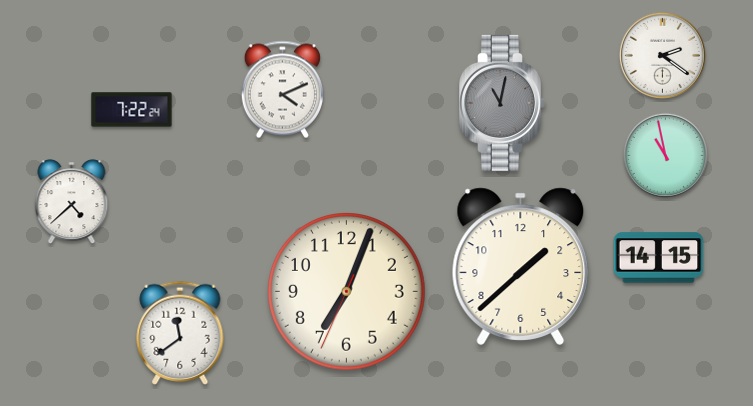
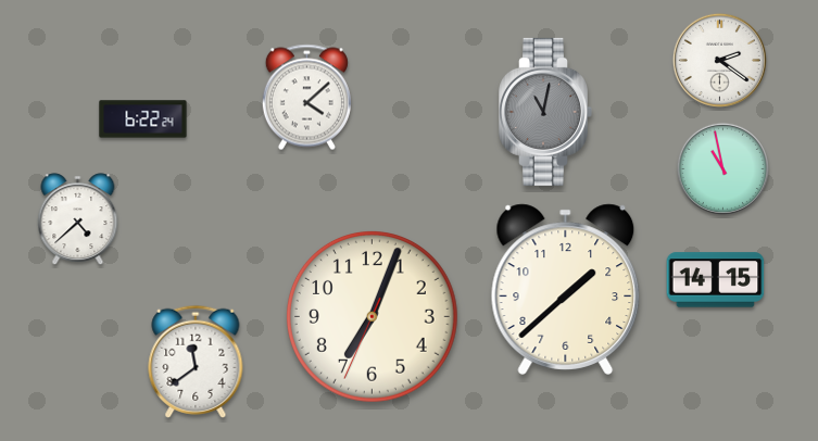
clock at (282, 90): 4:11 -> 4:08
clock at (132, 110): 7:22 -> 6:22
clock at (346, 291) position: (346, 291) -> (372, 316)
